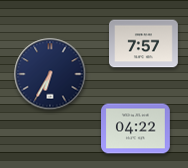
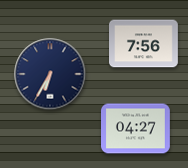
clock at (144, 44): 7:57 -> 7:56
clock at (136, 129): 04:22 -> 04:27
